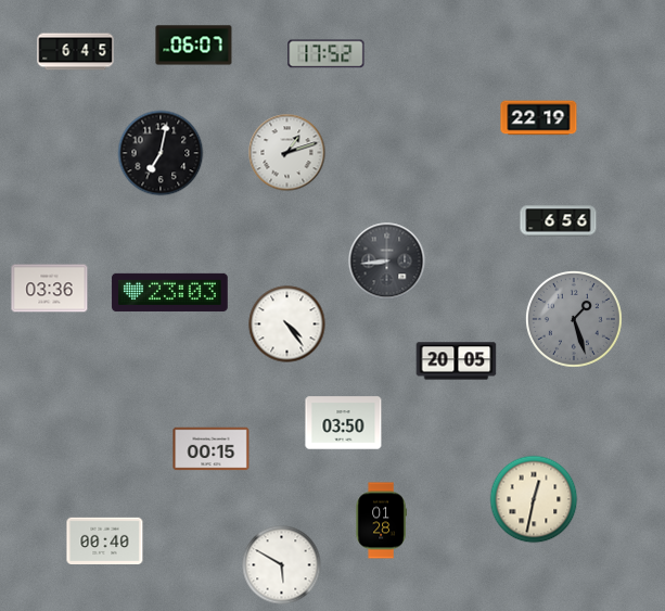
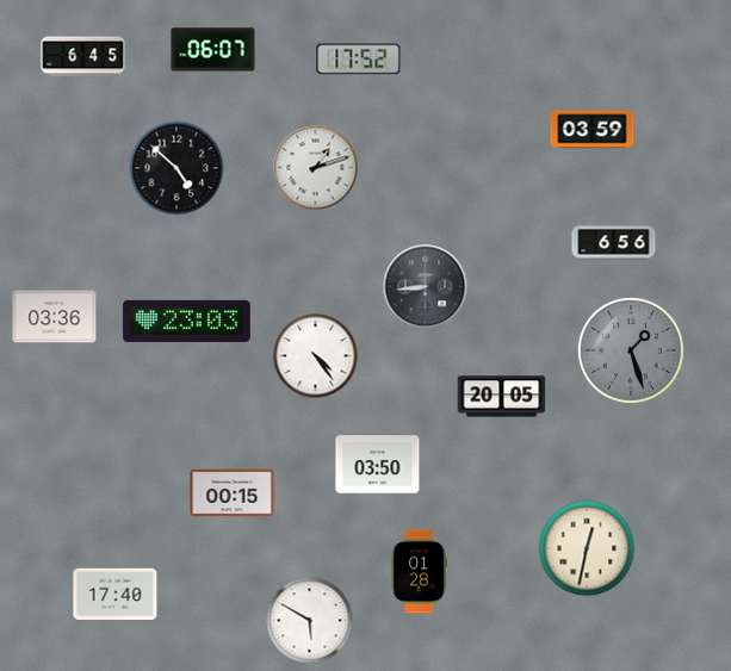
clock at (539, 118): 22:19 -> 03:59
clock at (161, 153): 7:02 -> 4:52
clock at (105, 542): 00:40 -> 17:40
